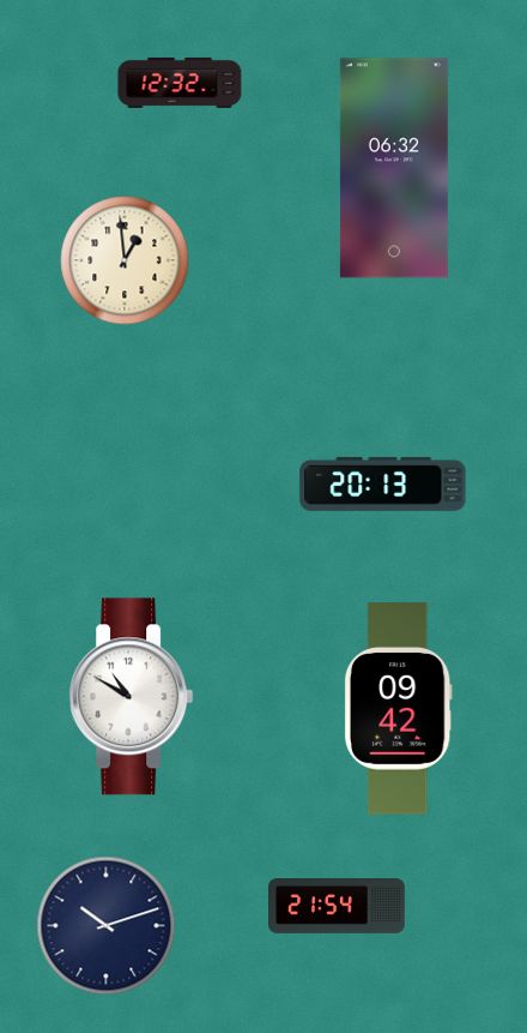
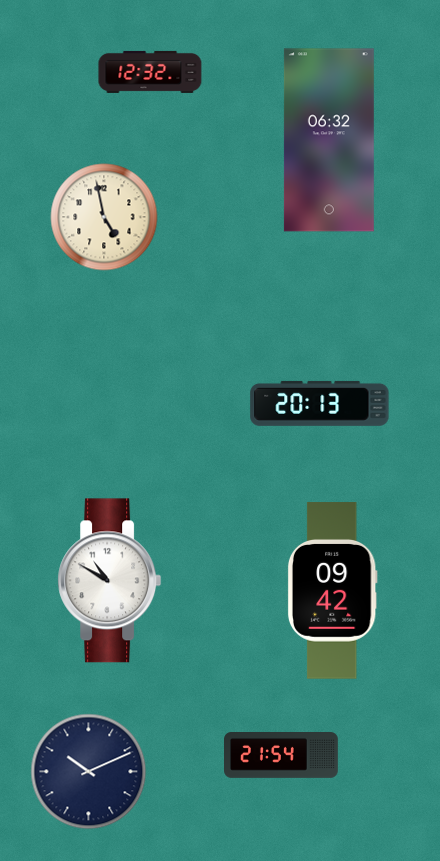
clock at (180, 83) position: (180, 83) -> (150, 72)
clock at (125, 260): 12:59 -> 4:58
clock at (107, 926): 10:12 -> 10:11
